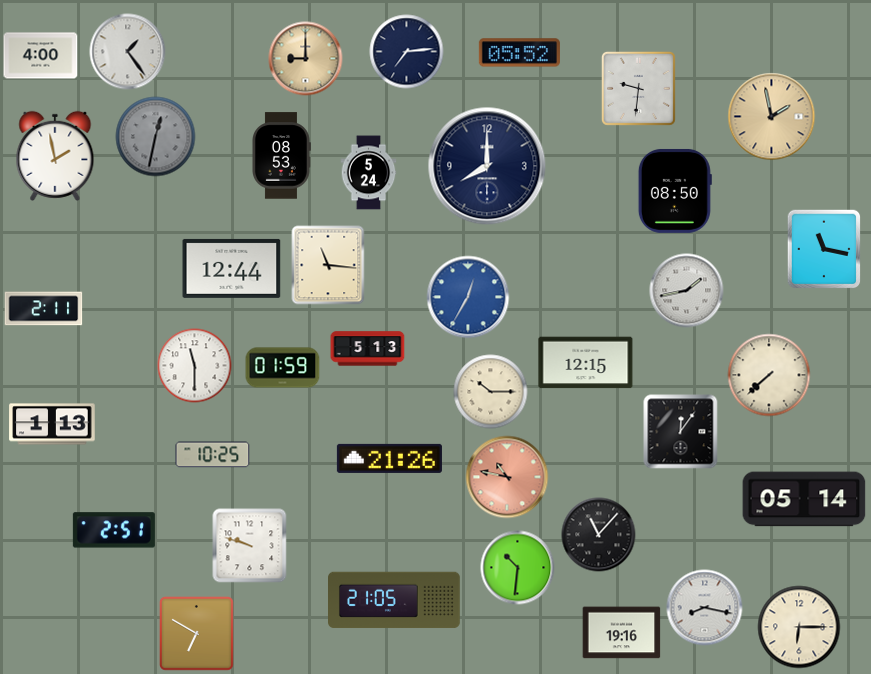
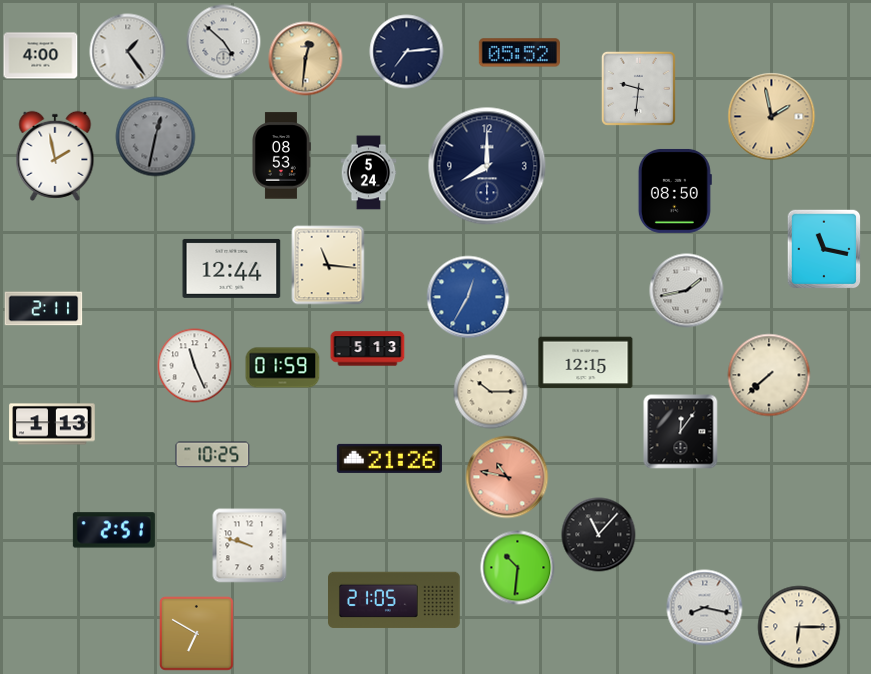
clock at (224, 42): none -> 4:52
clock at (306, 59): 9:00 -> 12:31
clock at (195, 366): 11:30 -> 11:26
clock at (804, 499): 05:14 -> none
clock at (622, 633): 19:16 -> none
